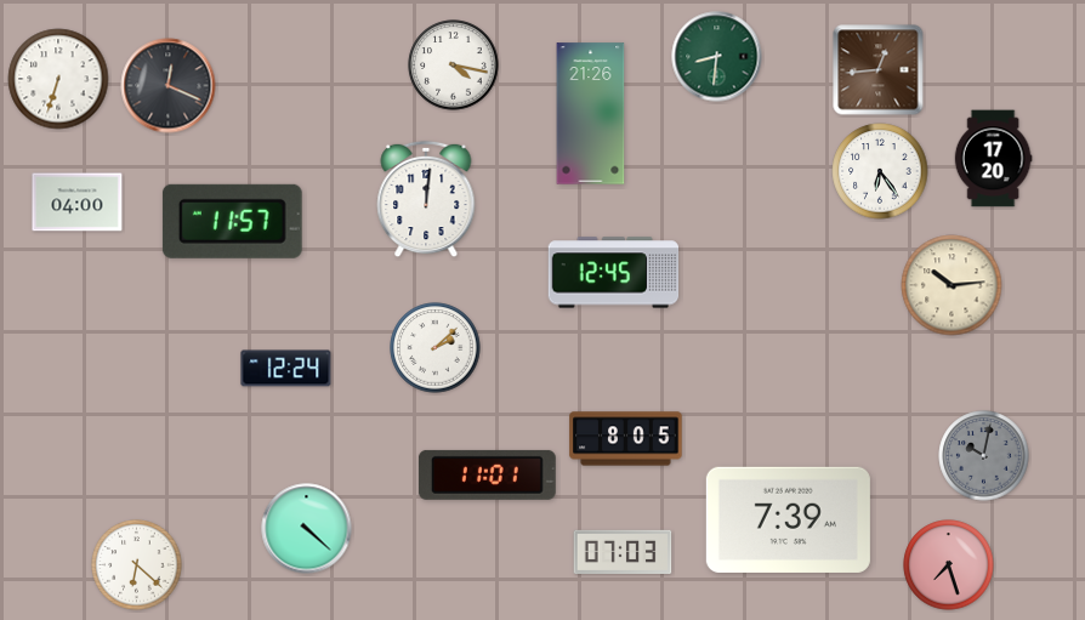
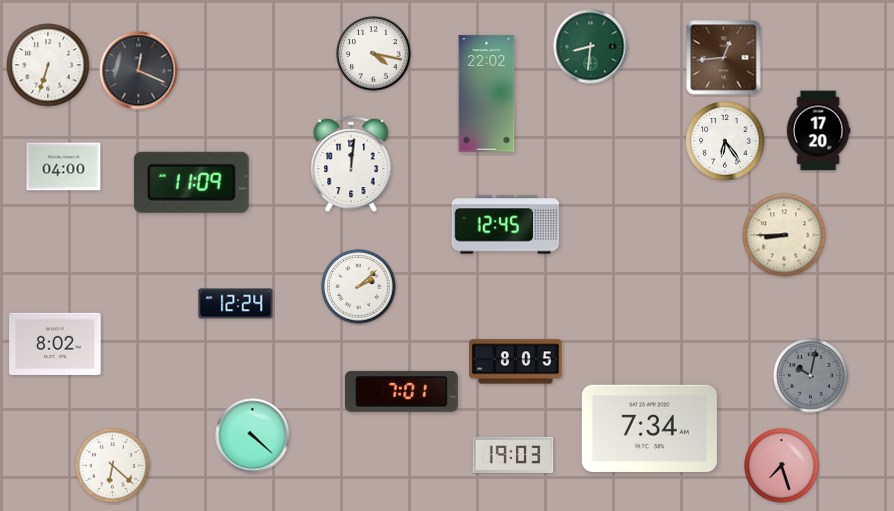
clock at (591, 114): 21:26 -> 22:02
clock at (232, 221): 11:57 -> 11:09
clock at (951, 285): 10:14 -> 8:45
clock at (55, 344): none -> 8:02
clock at (487, 474): 11:01 -> 7:01
clock at (788, 519): 7:39 -> 7:34
clock at (623, 551): 07:03 -> 19:03
